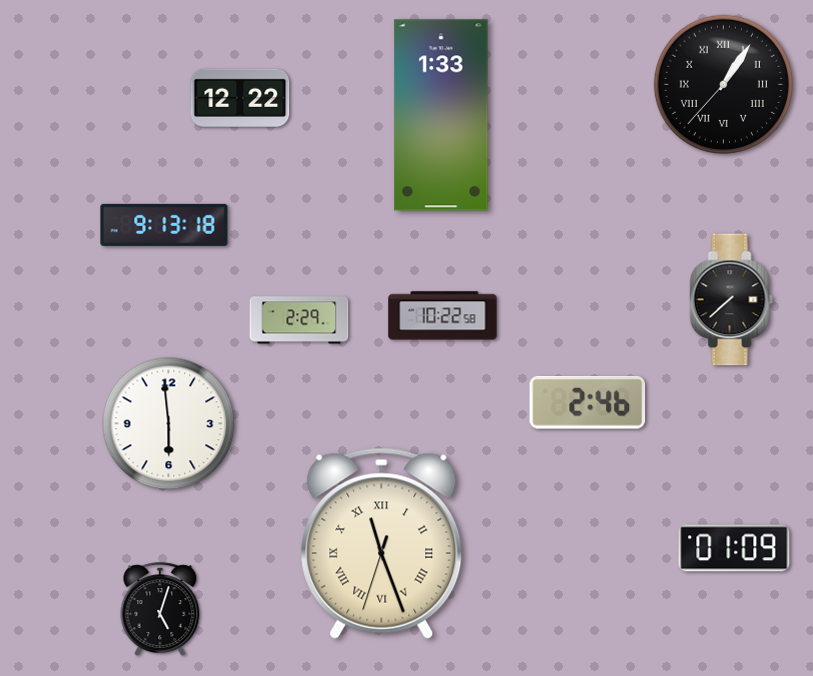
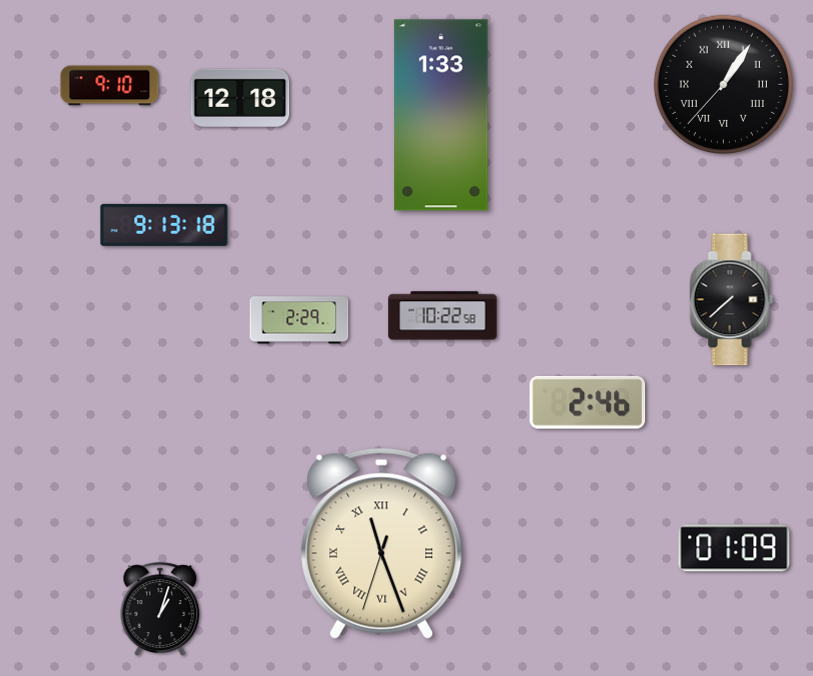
clock at (110, 86): none -> 9:10
clock at (240, 98): 12:22 -> 12:18
clock at (169, 424): 5:59 -> none
clock at (160, 609): 5:03 -> 1:03
